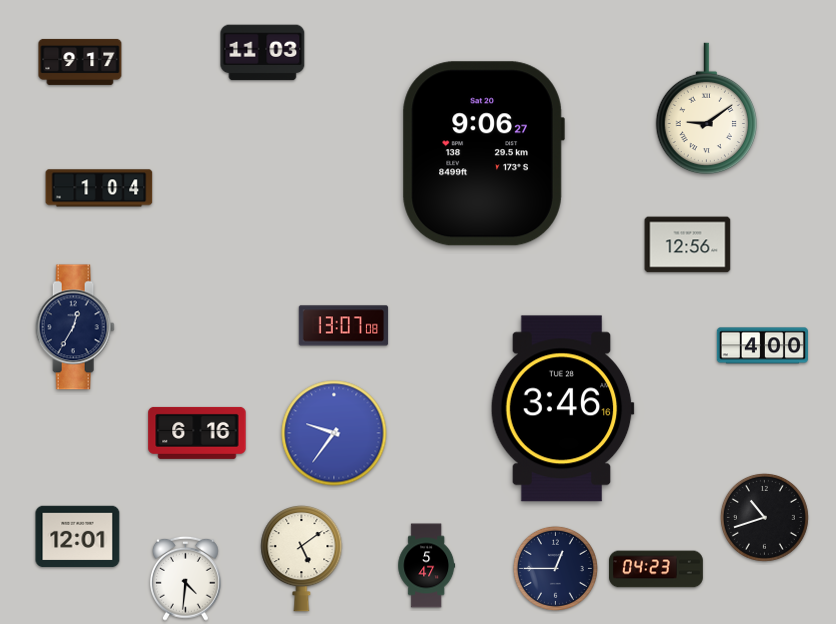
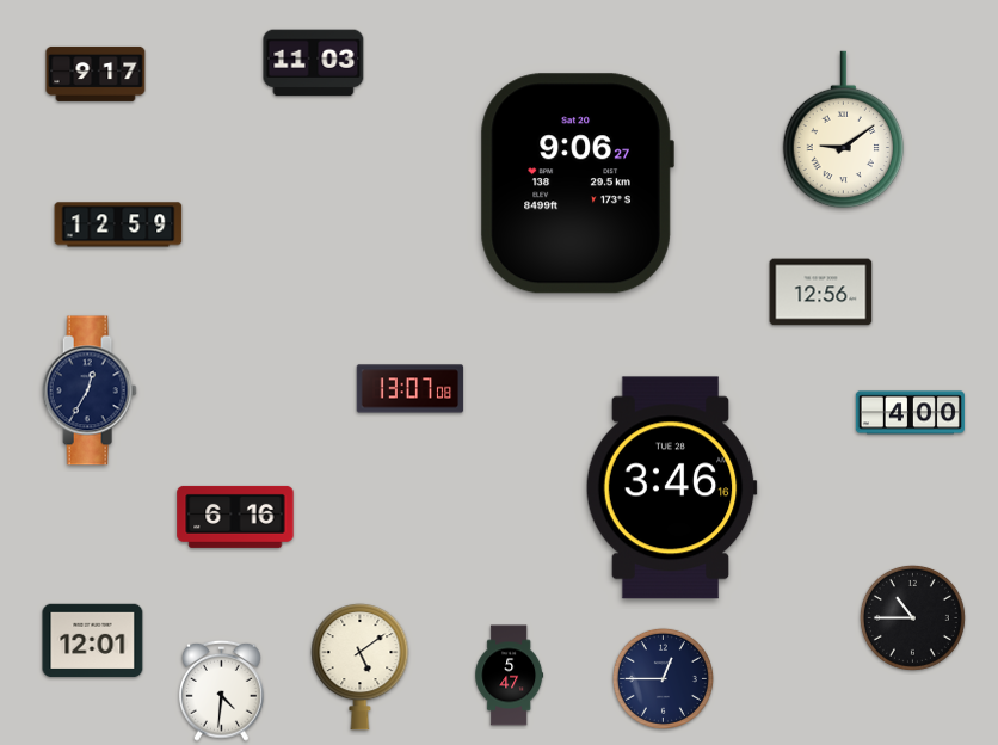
clock at (99, 188): 1:04 -> 12:59
clock at (334, 433): 9:36 -> none
clock at (764, 517): 10:42 -> 10:45
clock at (657, 569): 04:23 -> none
